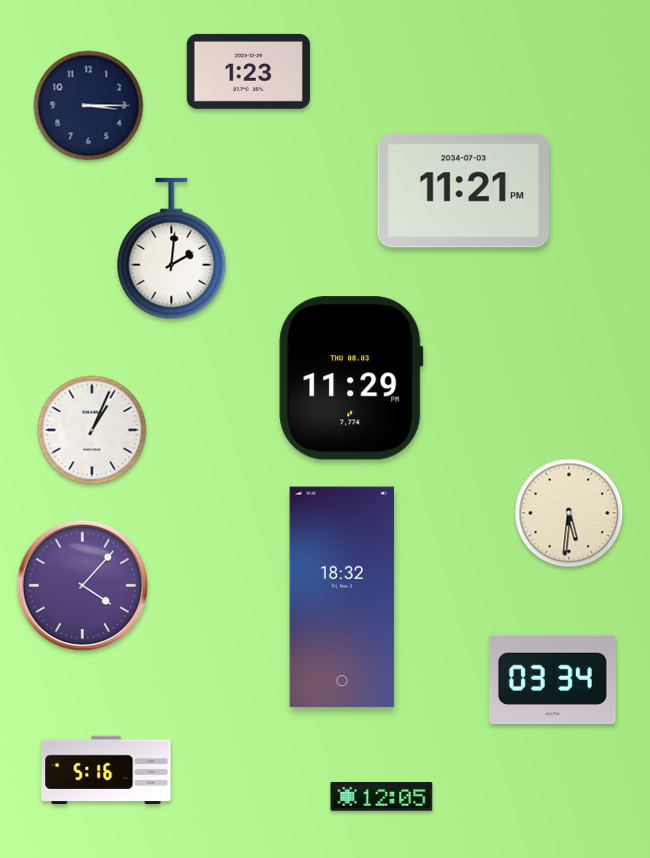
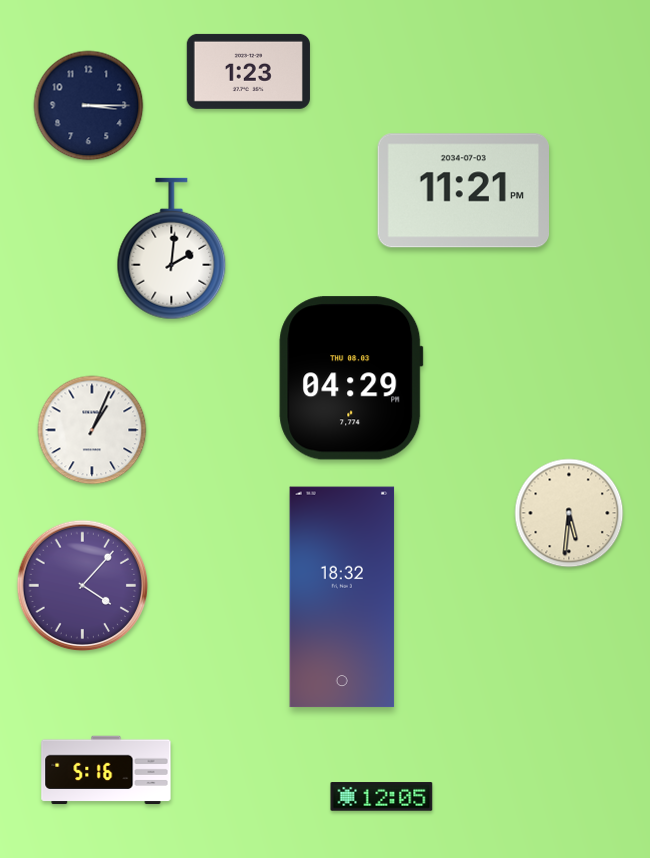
clock at (351, 378): 11:29 -> 04:29
clock at (552, 680): 03:34 -> none
